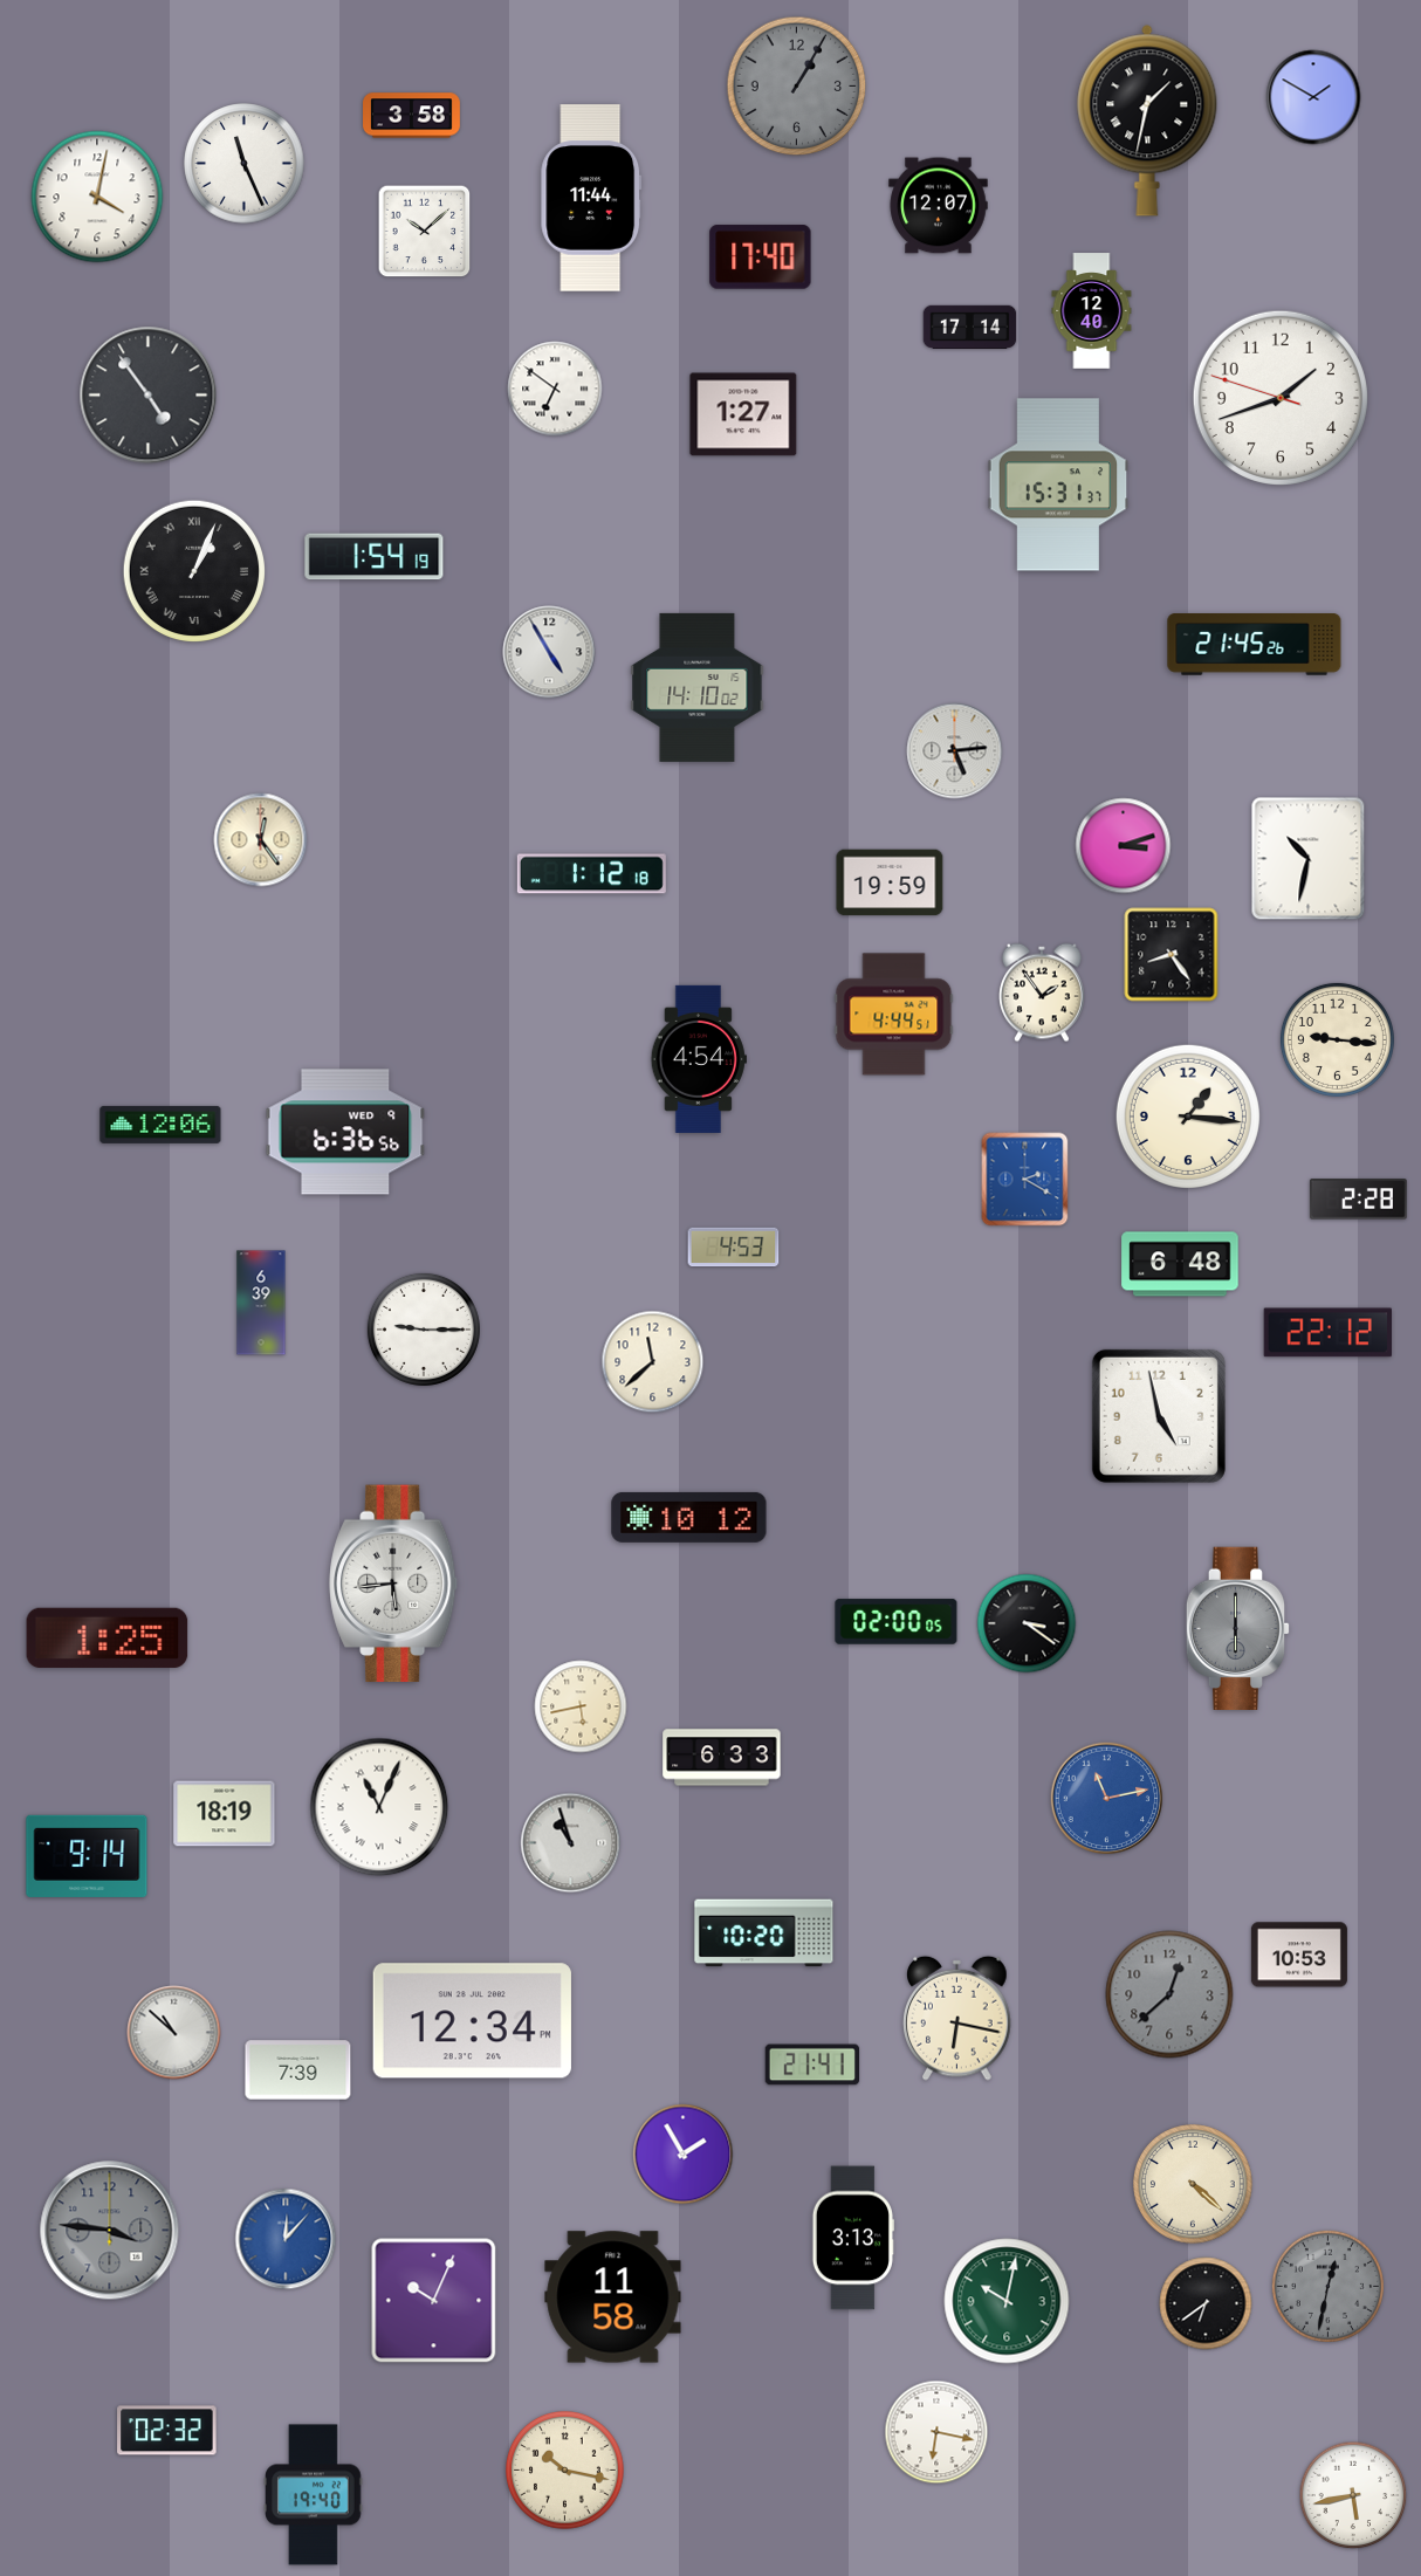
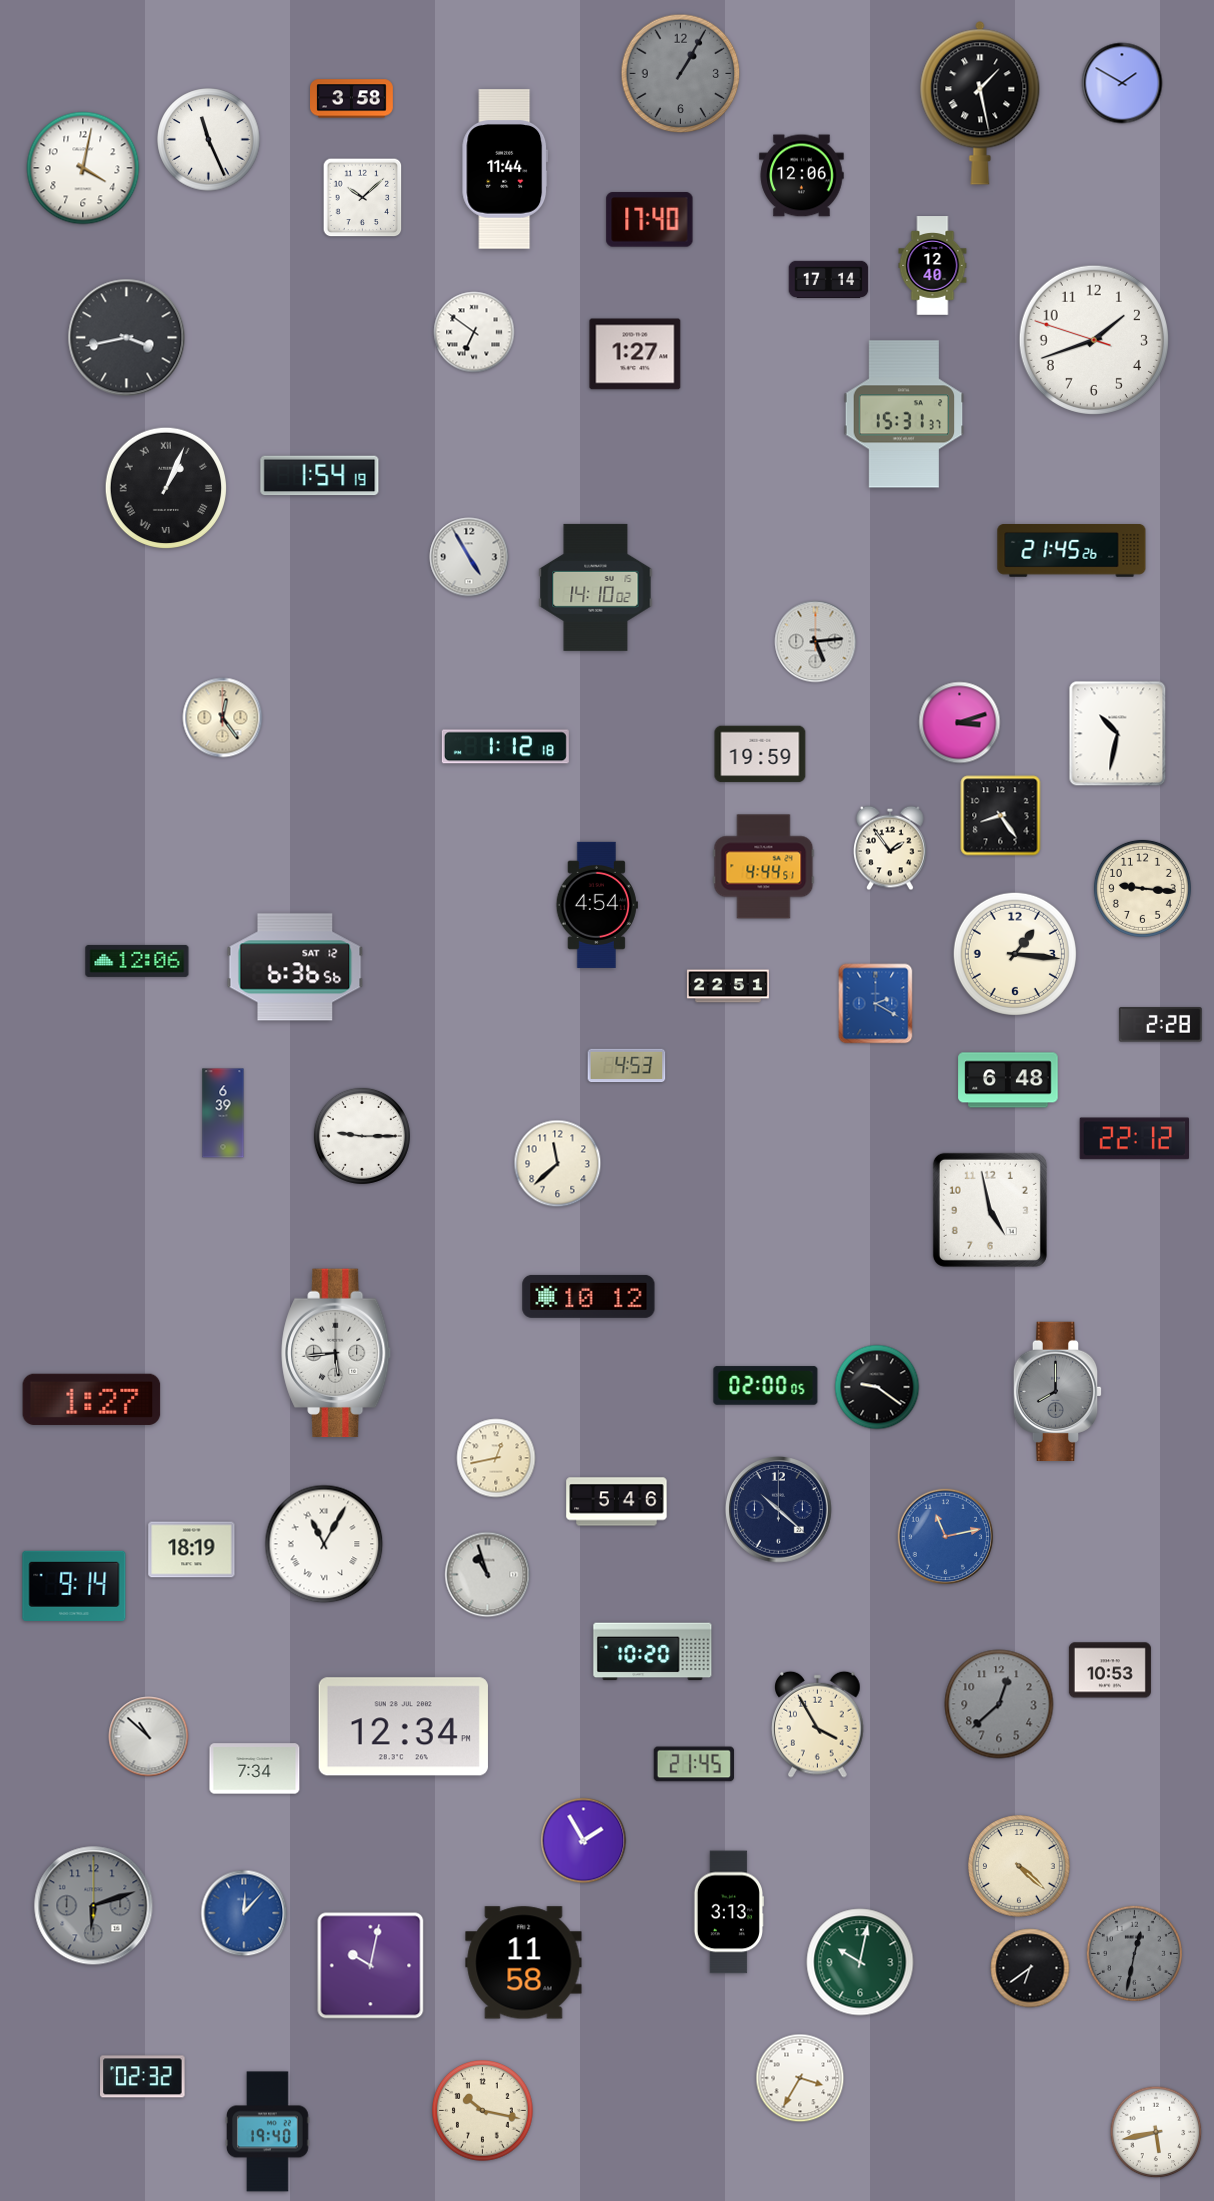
clock at (1147, 121): 1:32 -> 1:28
clock at (939, 206): 12:07 -> 12:06
clock at (149, 396): 4:54 -> 3:43
clock at (345, 1132) date: WED 9 -> SAT 12
clock at (728, 986): none -> 22:51
clock at (1025, 1180) position: (1025, 1180) -> (876, 1004)
clock at (1027, 1623): 3:21 -> 9:21
clock at (1238, 1628): 6:00 -> 8:00
clock at (108, 1637): 1:25 -> 1:27
clock at (581, 1706): 5:43 -> 12:43
clock at (722, 1758): 6:33 -> 5:46
clock at (779, 1510): none -> 10:22
clock at (379, 1807): 11:04 -> 11:05
clock at (957, 2018): 6:17 -> 3:55
clock at (811, 2065): 21:41 -> 21:45
clock at (298, 2070): 7:39 -> 7:34
clock at (110, 2231): 3:46 -> 6:12
clock at (434, 2301): 10:04 -> 10:02
clock at (1007, 2301) position: (1007, 2301) -> (860, 1962)
clock at (936, 2432): 6:17 -> 3:35
